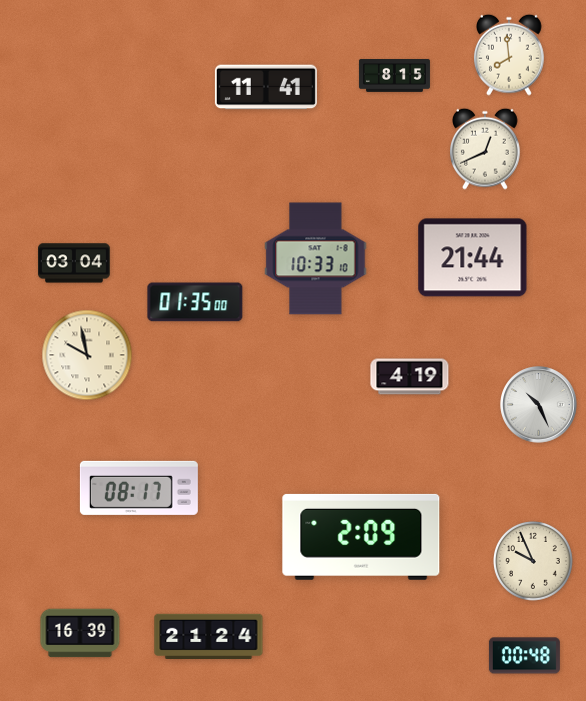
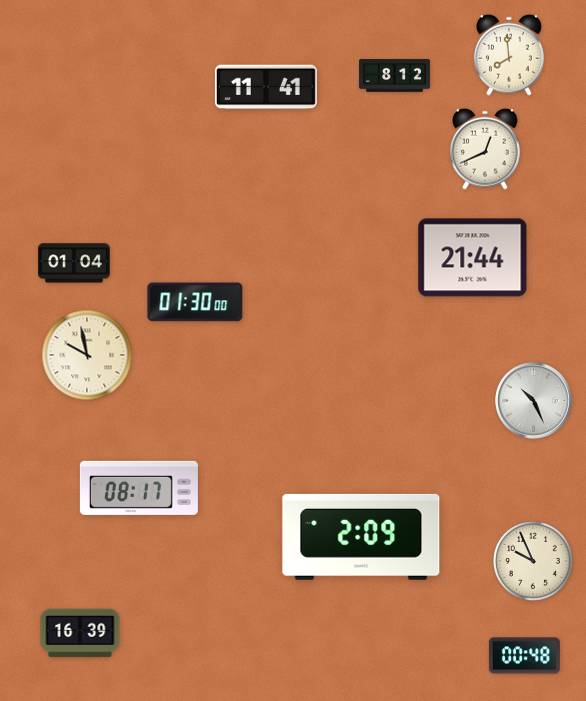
clock at (394, 76): 8:15 -> 8:12
clock at (316, 259): 10:33 -> none
clock at (75, 263): 03:04 -> 01:04
clock at (195, 302): 01:35 -> 01:30
clock at (410, 377): 4:19 -> none
clock at (539, 405) position: (539, 405) -> (534, 401)
clock at (209, 636): 21:24 -> none
